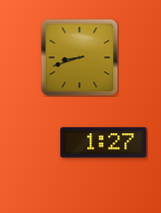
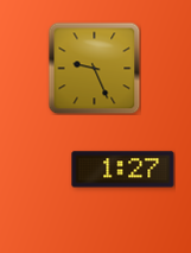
clock at (79, 57): 8:42 -> 9:26
